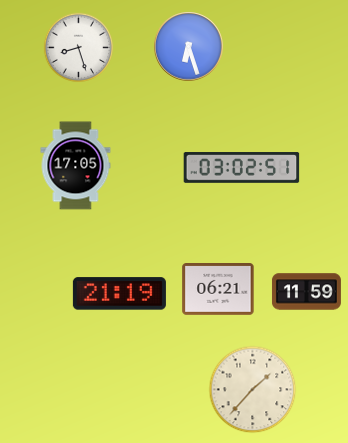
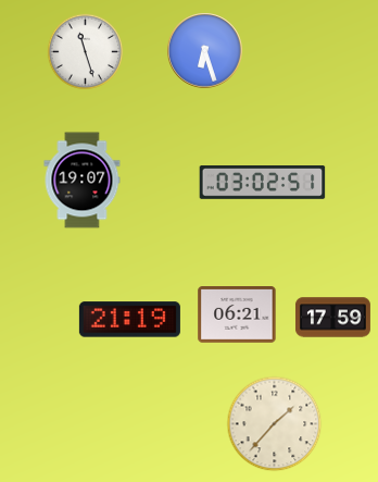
clock at (79, 48): 8:27 -> 11:27
clock at (76, 166): 17:05 -> 19:07
clock at (306, 292): 11:59 -> 17:59
